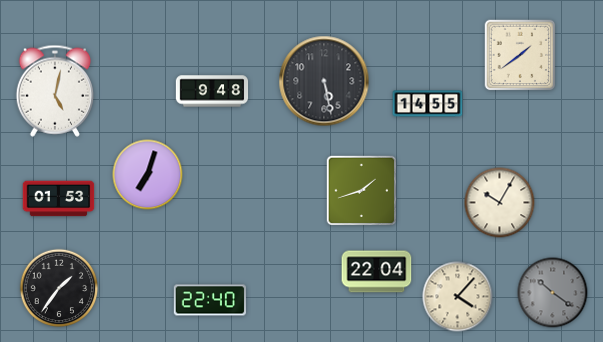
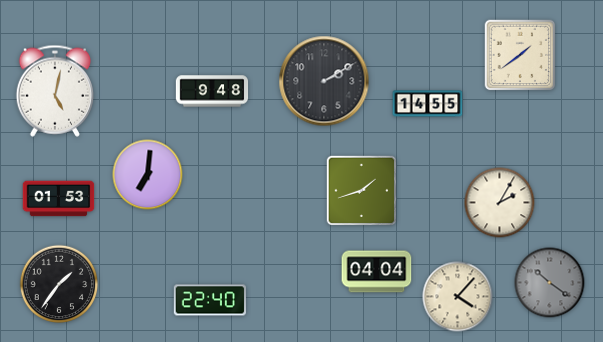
clock at (324, 81): 5:28 -> 2:10
clock at (148, 175): 7:03 -> 7:01
clock at (500, 203): 10:05 -> 2:05
clock at (377, 272): 22:04 -> 04:04
clock at (59, 288) position: (59, 288) -> (59, 284)
clock at (553, 293) position: (553, 293) -> (550, 283)
